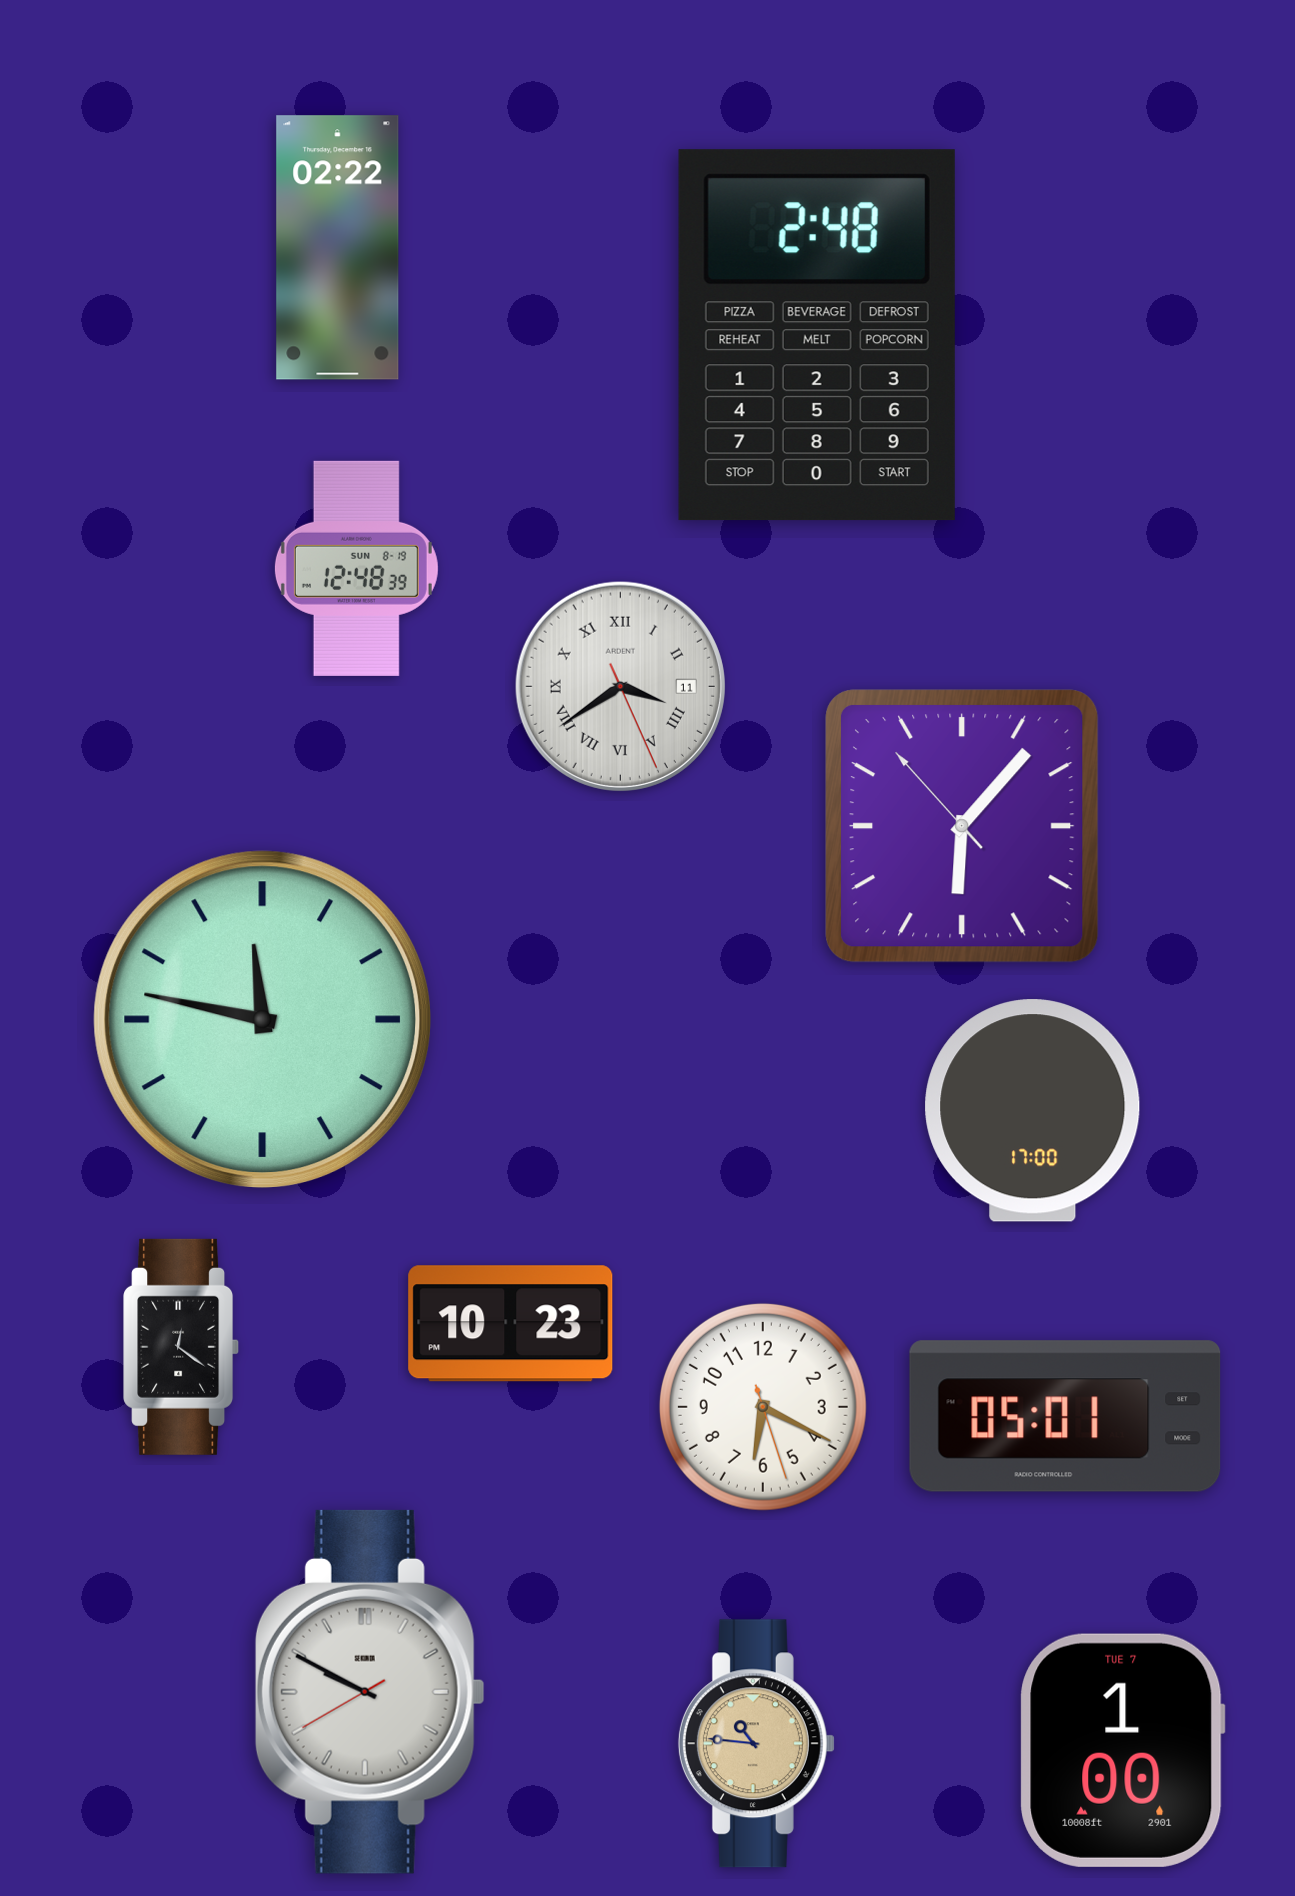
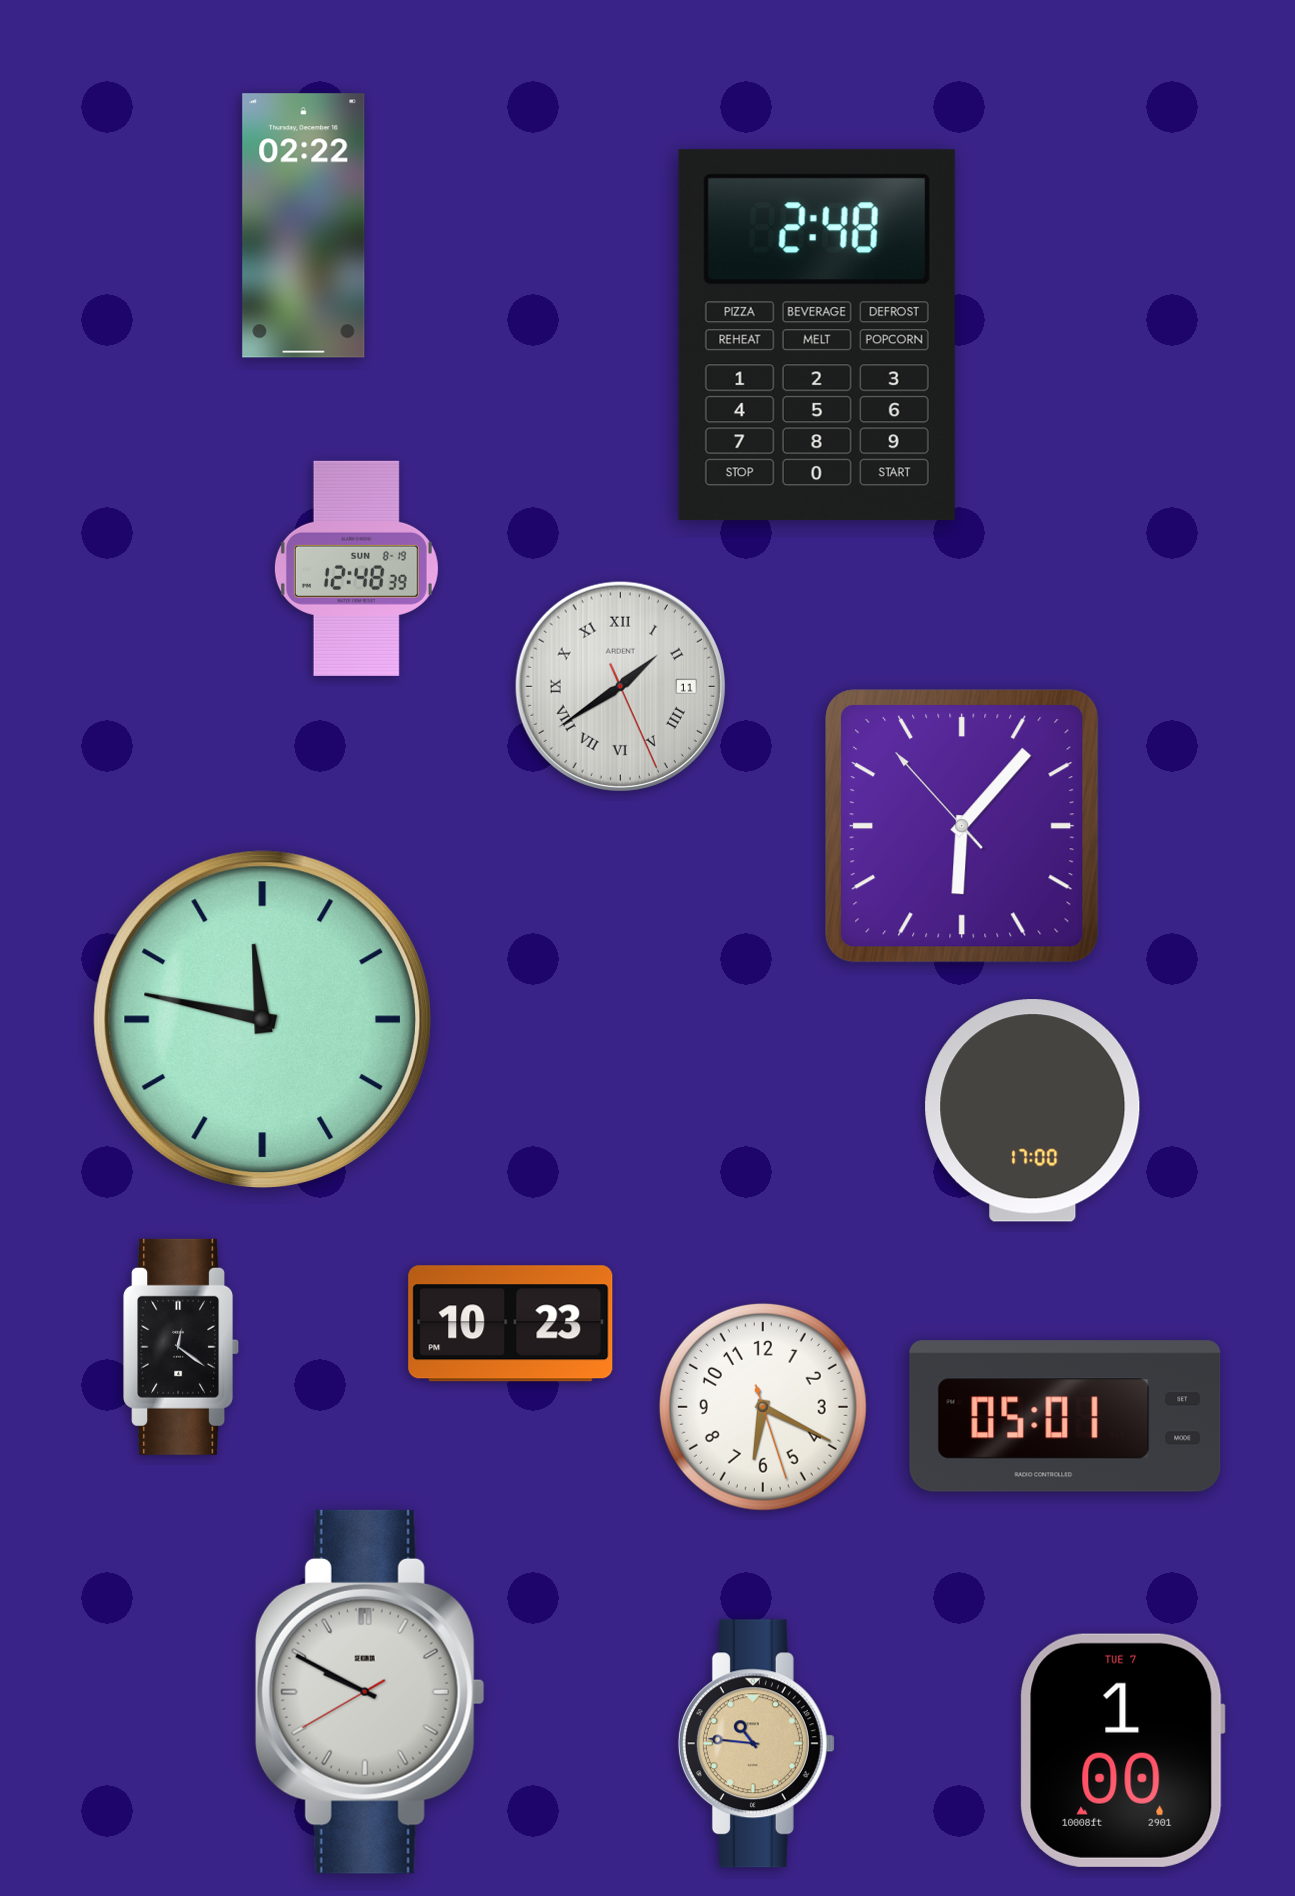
clock at (338, 248) position: (338, 248) -> (304, 226)
clock at (620, 686): 3:39 -> 1:39
